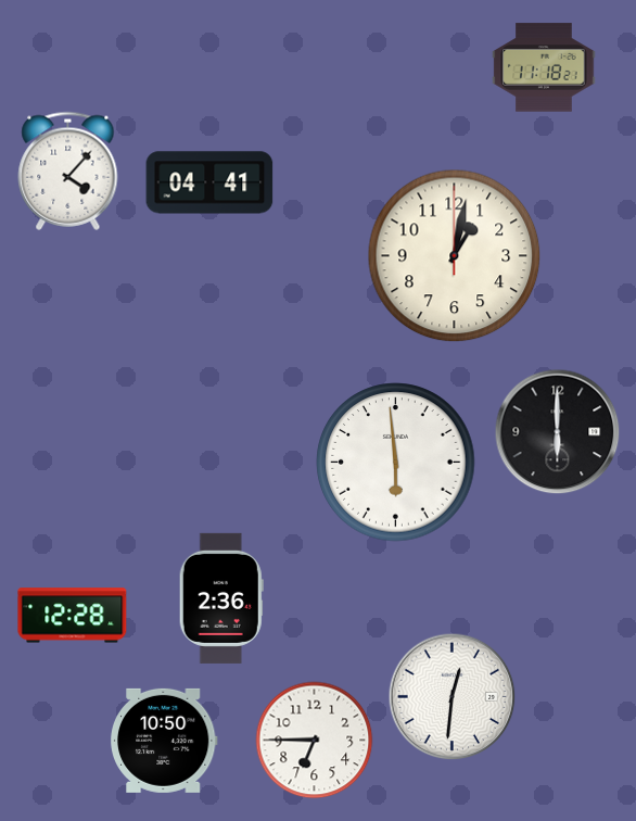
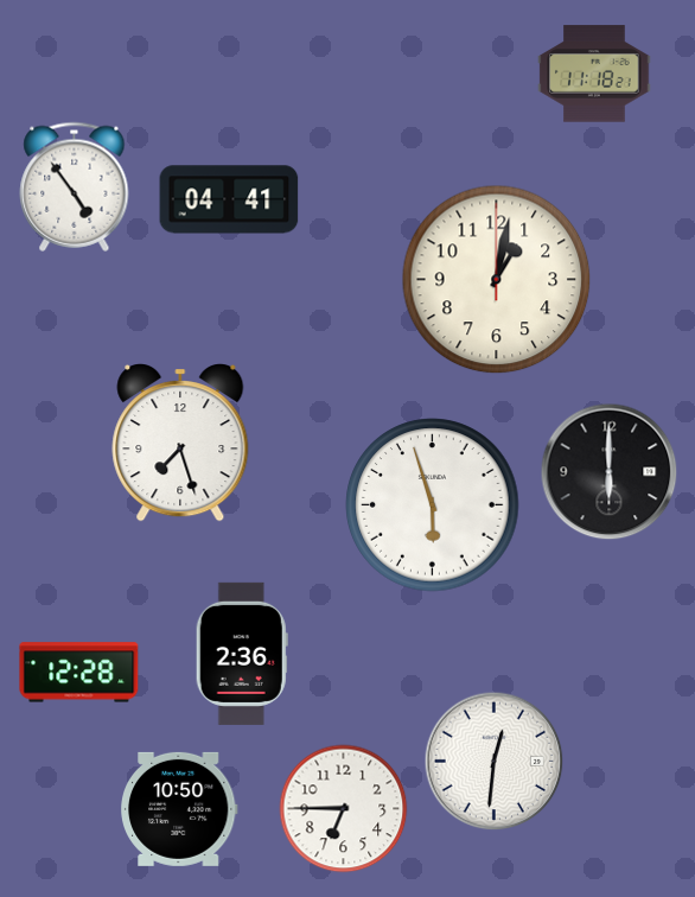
clock at (68, 170): 4:07 -> 4:54
clock at (180, 444): none -> 7:27
clock at (396, 463): 5:59 -> 5:57
